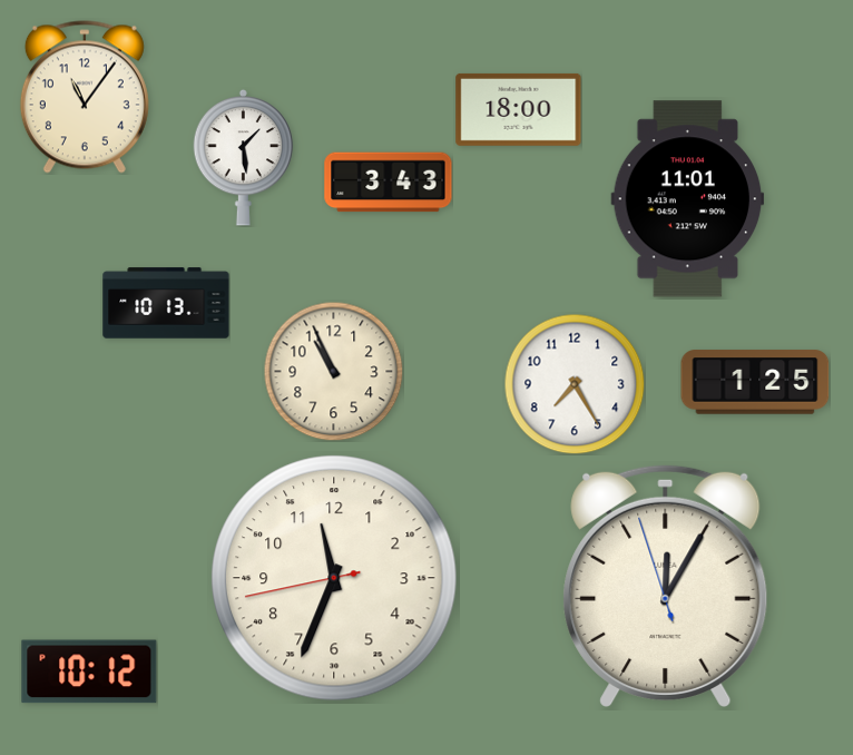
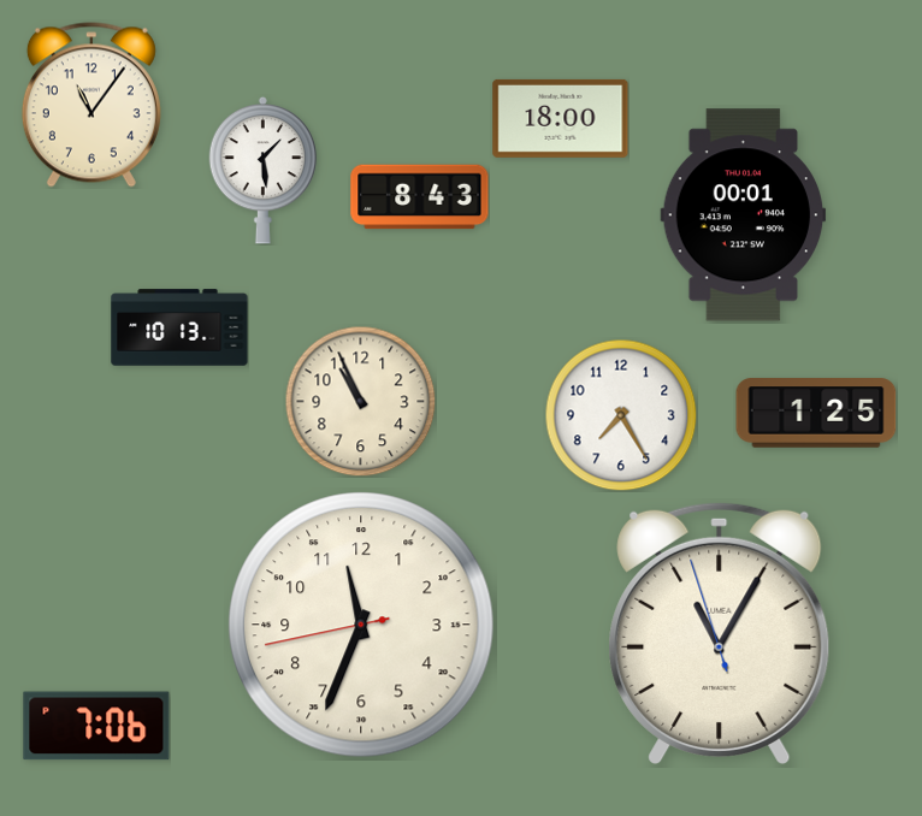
clock at (389, 183): 3:43 -> 8:43
clock at (688, 199): 11:01 -> 00:01
clock at (666, 586): 12:04 -> 11:04
clock at (89, 671): 10:12 -> 7:06
